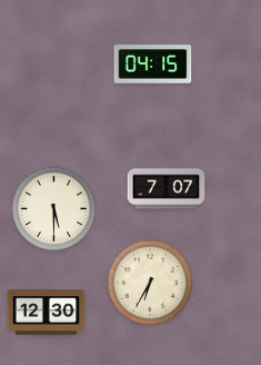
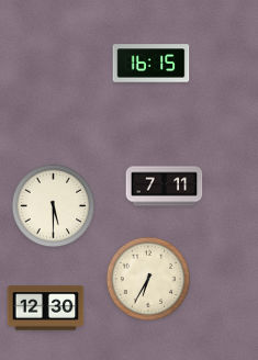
clock at (153, 65): 04:15 -> 16:15
clock at (167, 189): 7:07 -> 7:11
